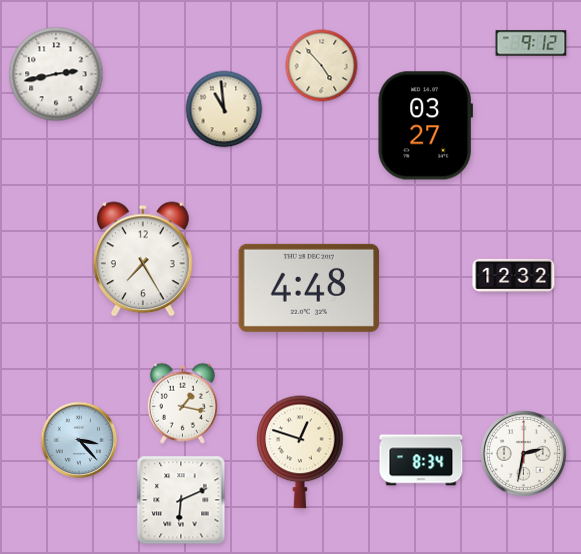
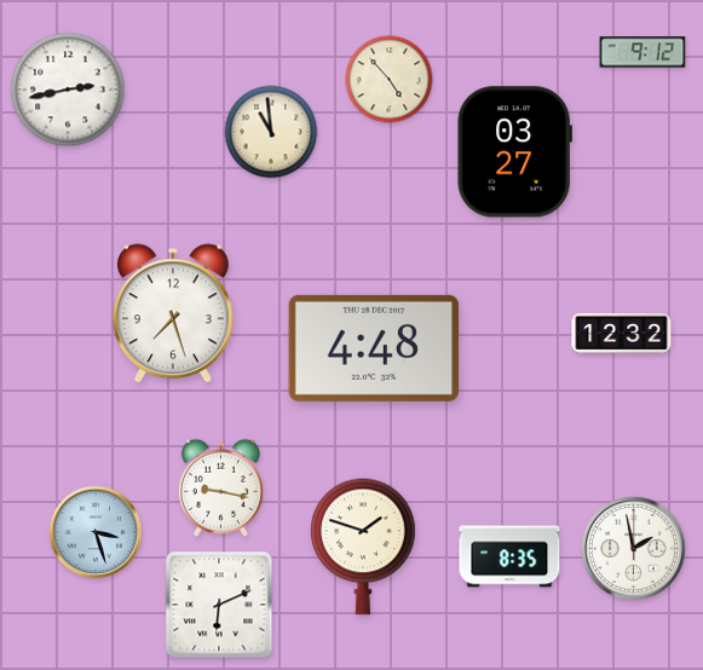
clock at (143, 259): 7:25 -> 7:27
clock at (182, 403): 1:17 -> 9:17
clock at (79, 440): 3:23 -> 3:27
clock at (300, 452): 12:48 -> 1:48
clock at (524, 454): 2:32 -> 1:58
clock at (421, 460): 8:34 -> 8:35
